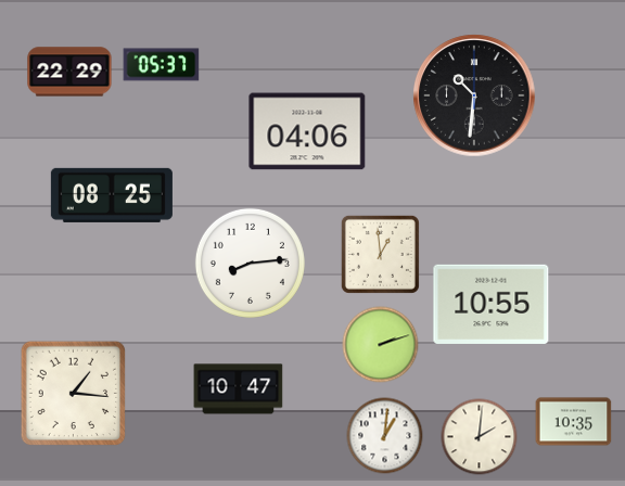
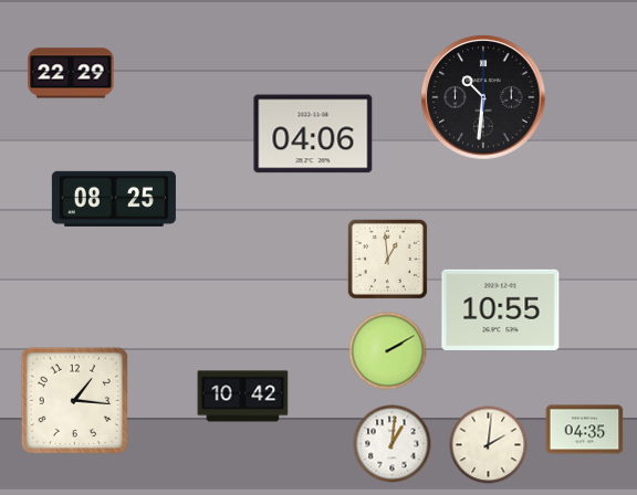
clock at (162, 65): 05:37 -> none
clock at (250, 263): 8:14 -> none
clock at (381, 345): 2:12 -> 2:10
clock at (239, 389): 10:47 -> 10:42
clock at (574, 422): 10:35 -> 04:35
